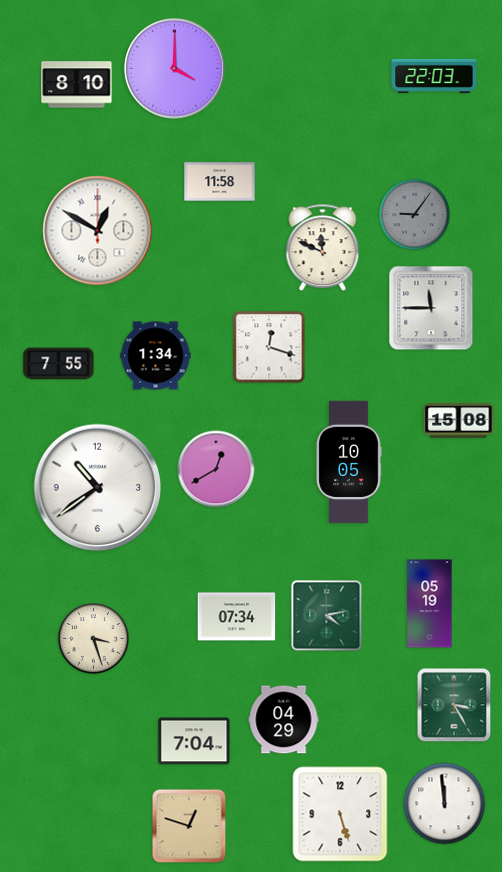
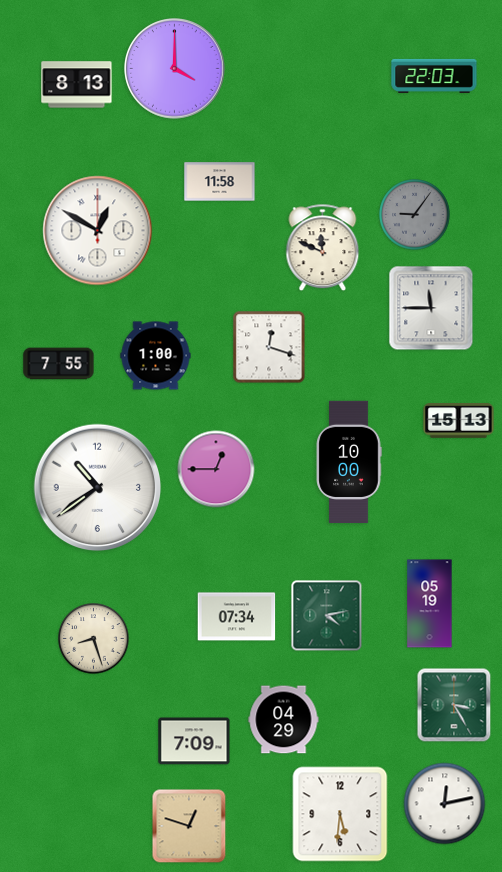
clock at (77, 85): 8:10 -> 8:13
clock at (156, 356): 1:34 -> 1:00
clock at (459, 421): 15:08 -> 15:13
clock at (349, 462): 10:05 -> 10:00
clock at (216, 469): 12:40 -> 12:45
clock at (94, 639): 3:27 -> 8:27
clock at (194, 741): 7:04 -> 7:09
clock at (445, 804): 11:59 -> 12:13
clock at (340, 814): 5:27 -> 5:31
